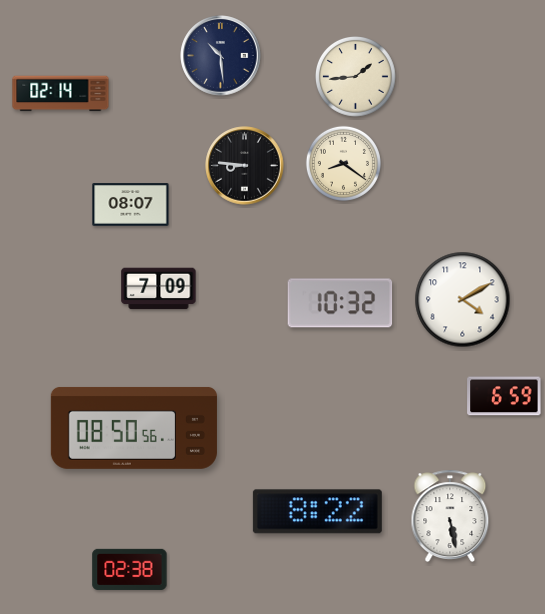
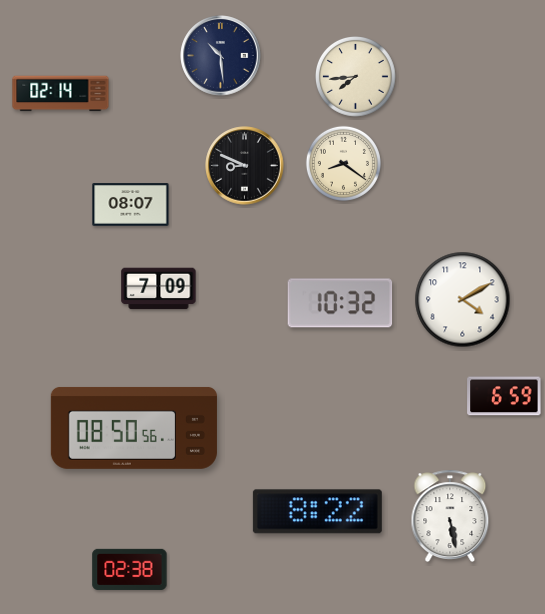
clock at (356, 77): 1:44 -> 7:44
clock at (245, 166): 8:46 -> 8:49
